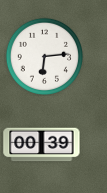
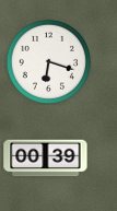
clock at (44, 56): 6:14 -> 6:18
